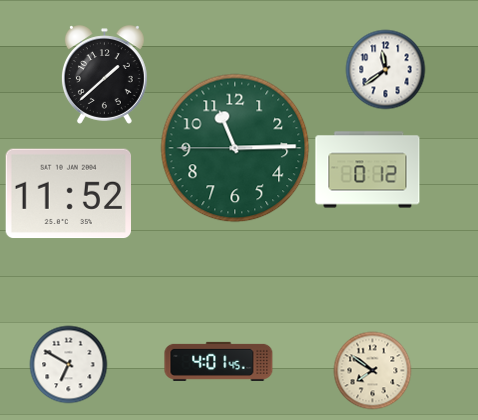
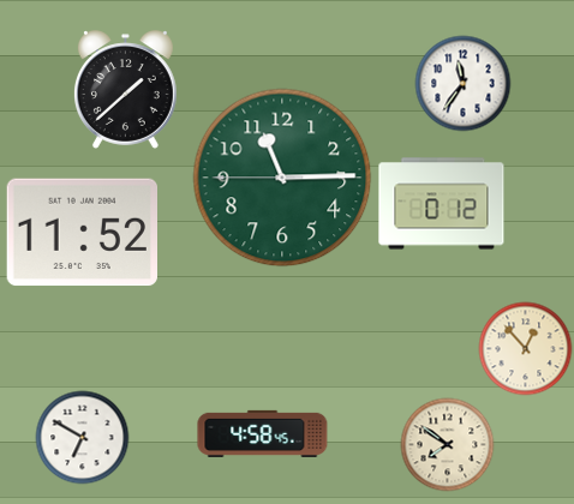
clock at (385, 69): 11:39 -> 11:36
clock at (525, 348): none -> 12:53
clock at (219, 361): 4:01 -> 4:58
